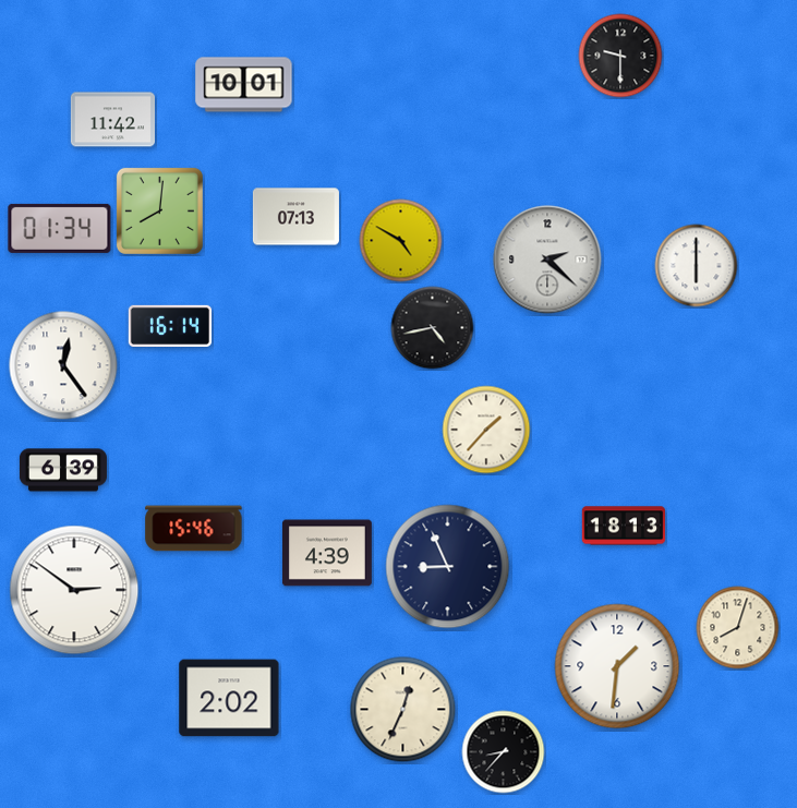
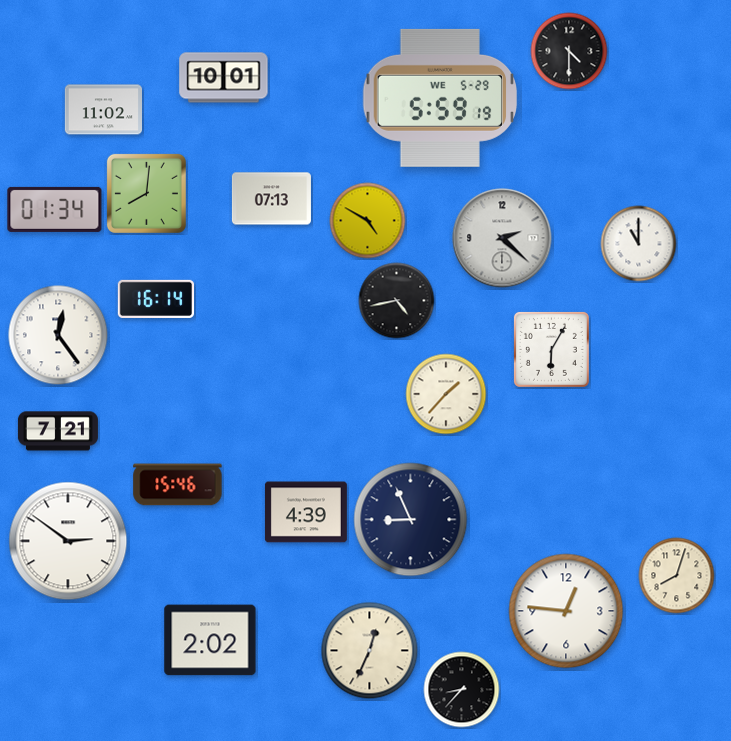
clock at (620, 56): 9:30 -> 4:30
clock at (440, 98): none -> 5:59
clock at (112, 120): 11:42 -> 11:02
clock at (697, 266): 6:00 -> 11:00
clock at (551, 349): none -> 6:05
clock at (63, 470): 6:39 -> 7:21
clock at (624, 526): 18:13 -> none
clock at (327, 553) position: (327, 553) -> (306, 512)
clock at (617, 666): 1:31 -> 12:46
